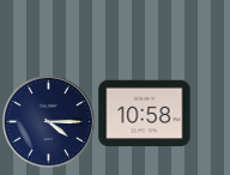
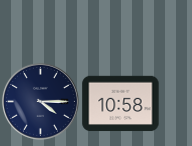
clock at (145, 114) position: (145, 114) -> (121, 104)
